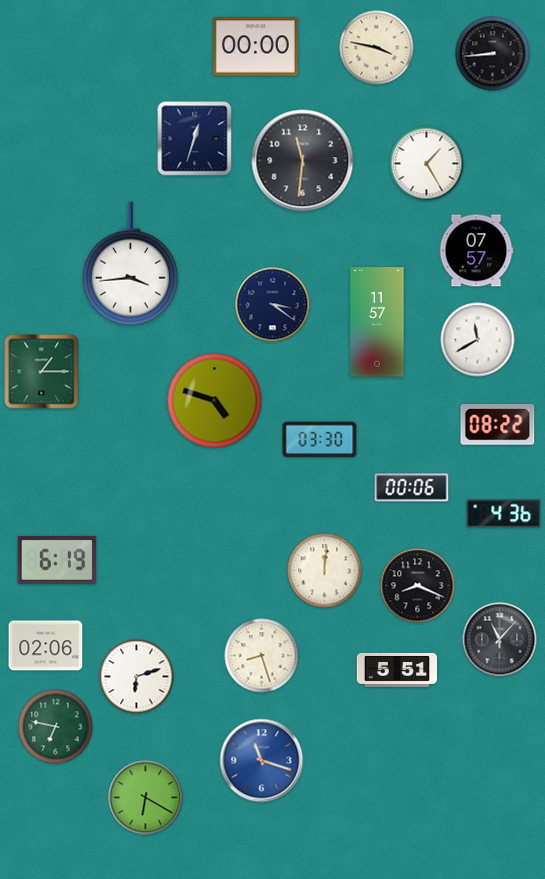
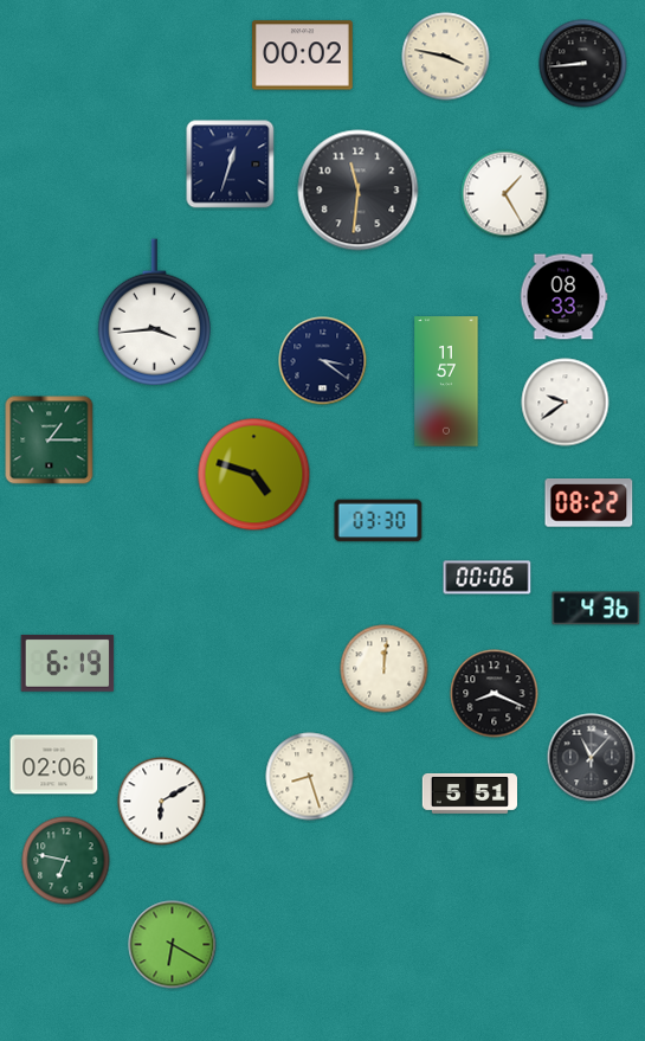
clock at (256, 47): 00:00 -> 00:02
clock at (476, 251): 07:57 -> 08:33
clock at (478, 340): 11:40 -> 9:39
clock at (325, 571) position: (325, 571) -> (385, 669)
clock at (137, 677): 6:12 -> 6:10
clock at (262, 761): 11:18 -> none
